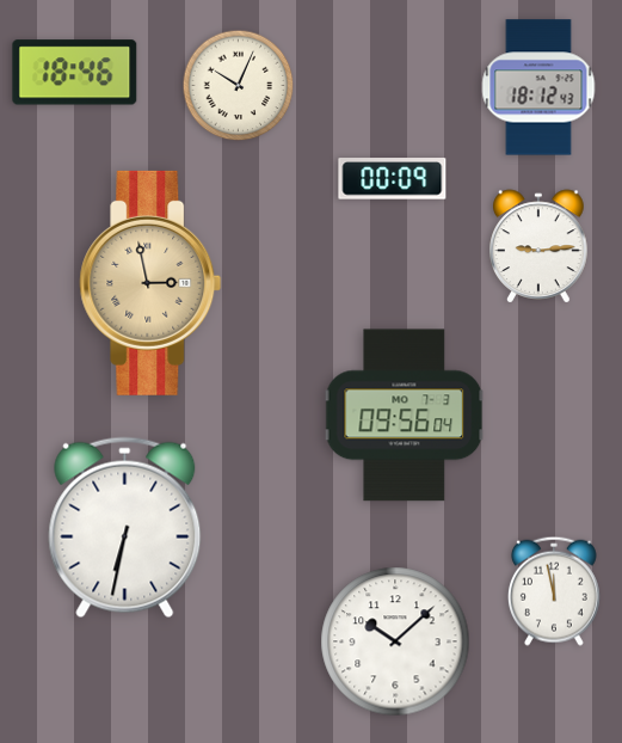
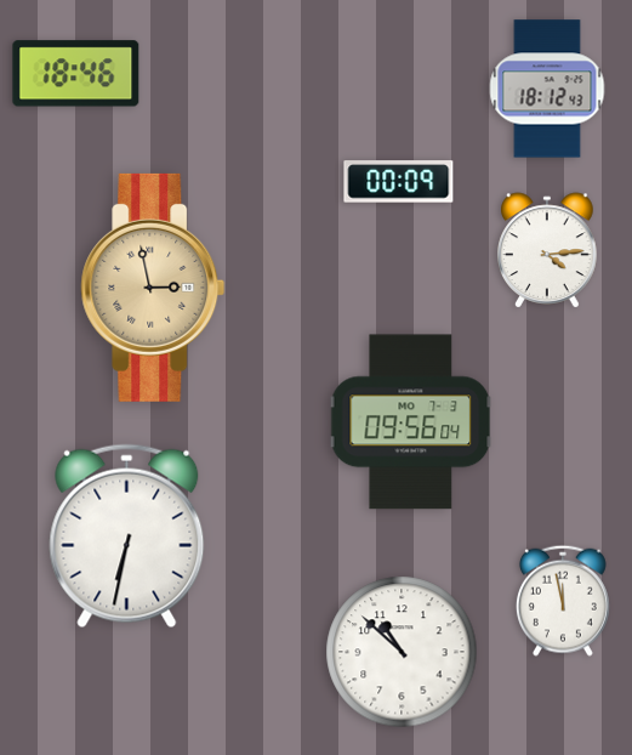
clock at (239, 86): 10:04 -> none
clock at (538, 246): 9:14 -> 4:14
clock at (395, 641): 10:08 -> 10:52
